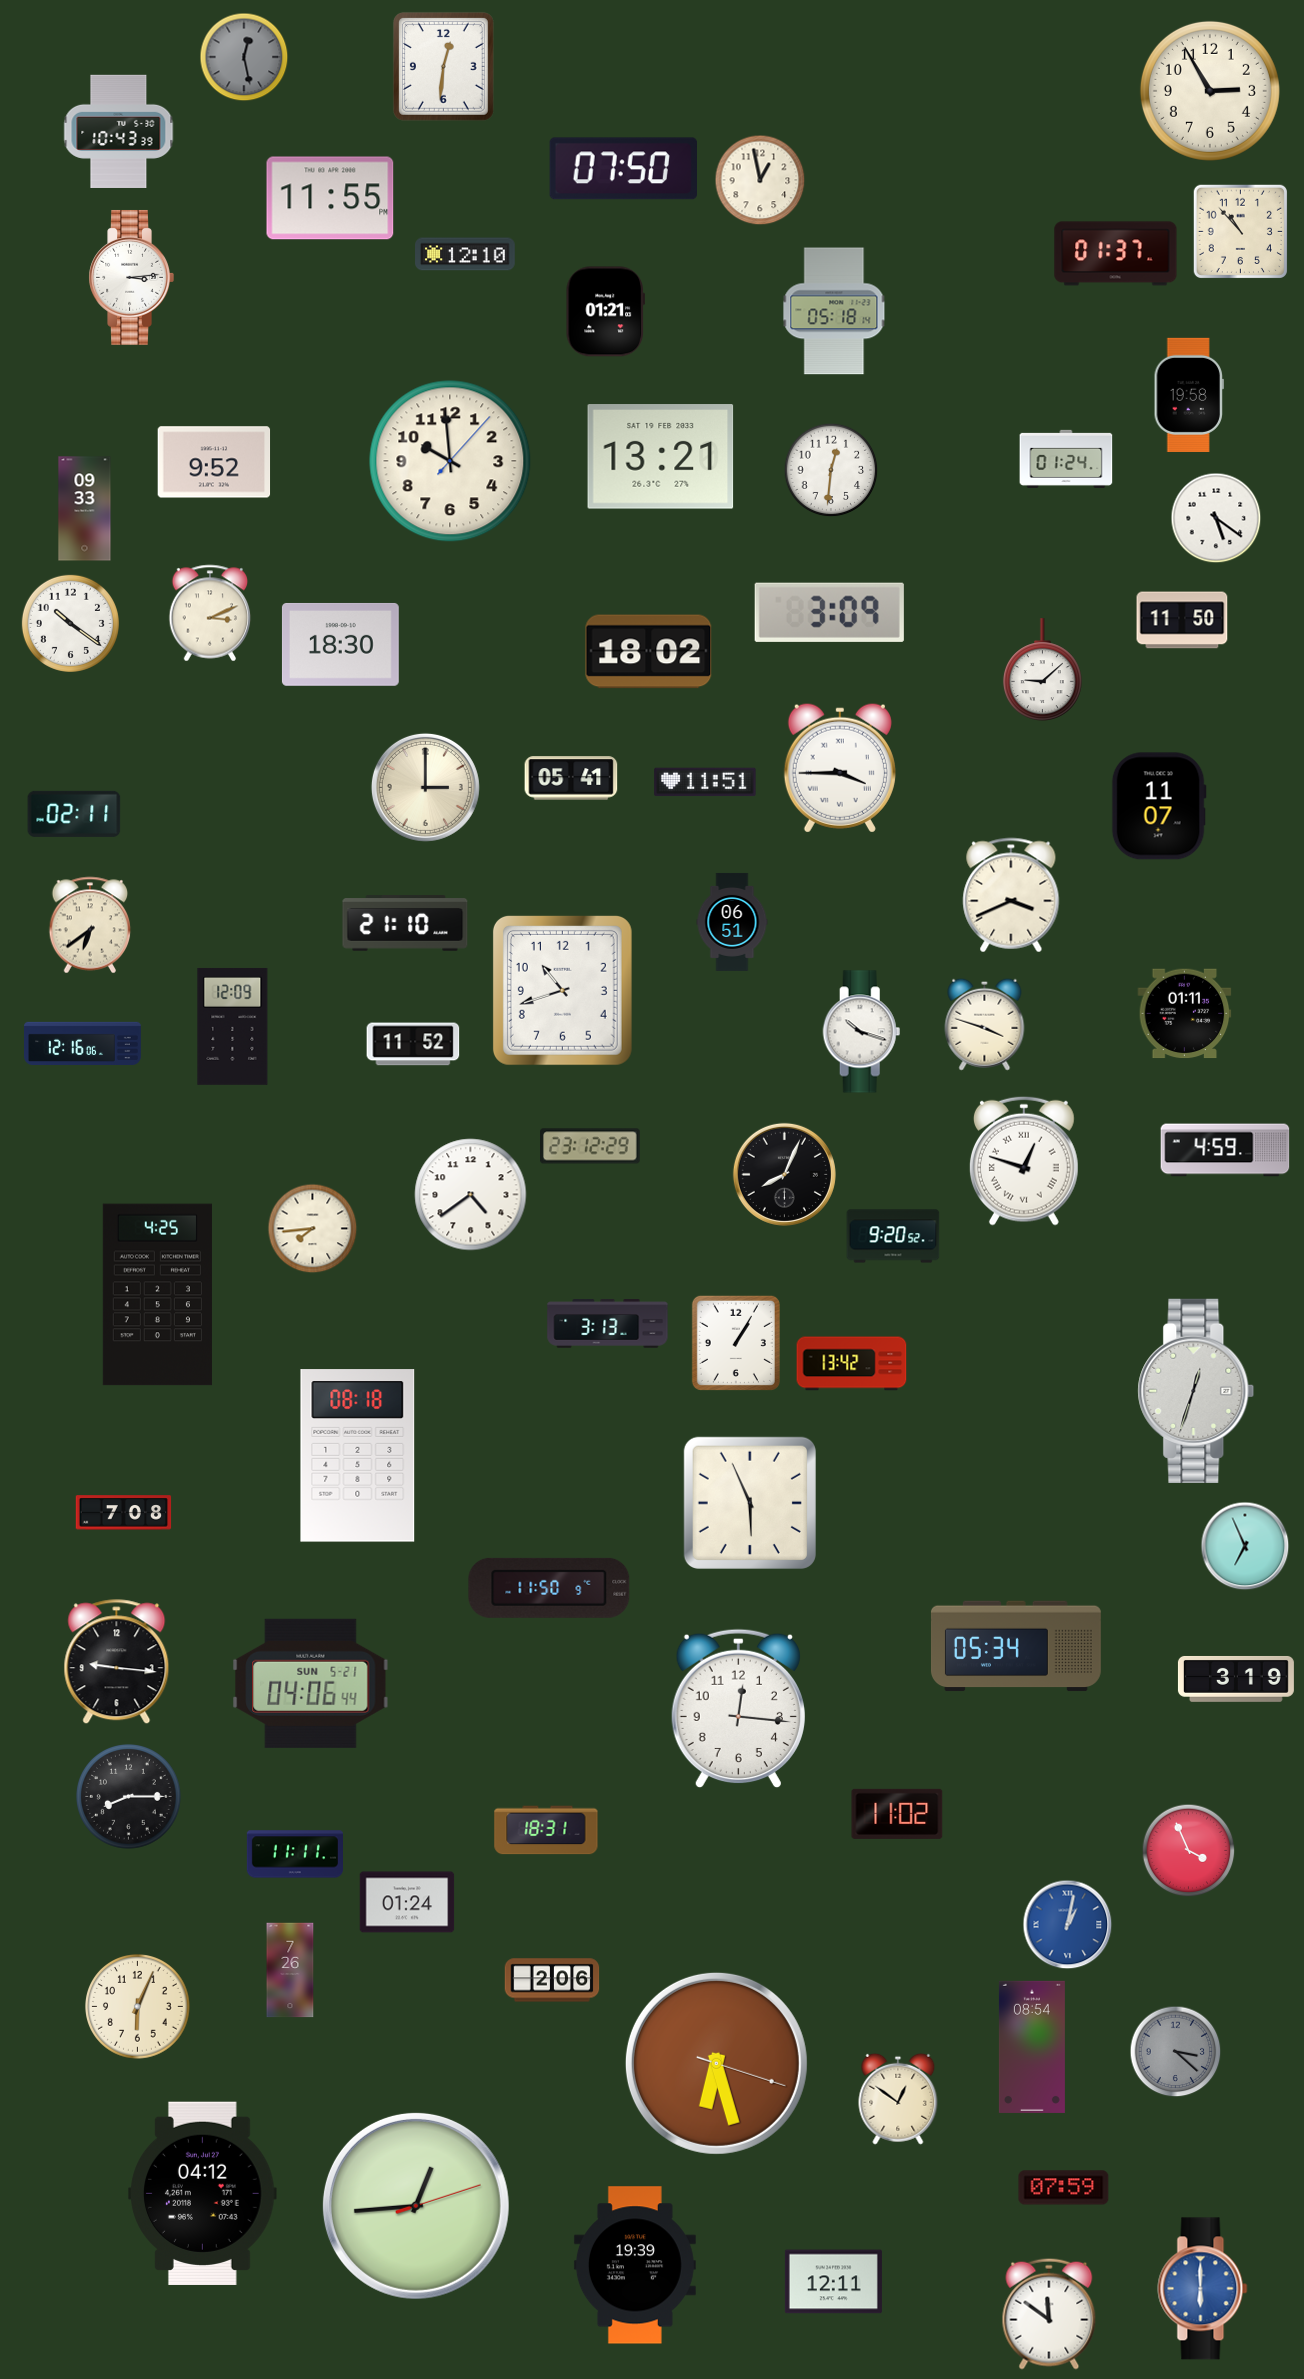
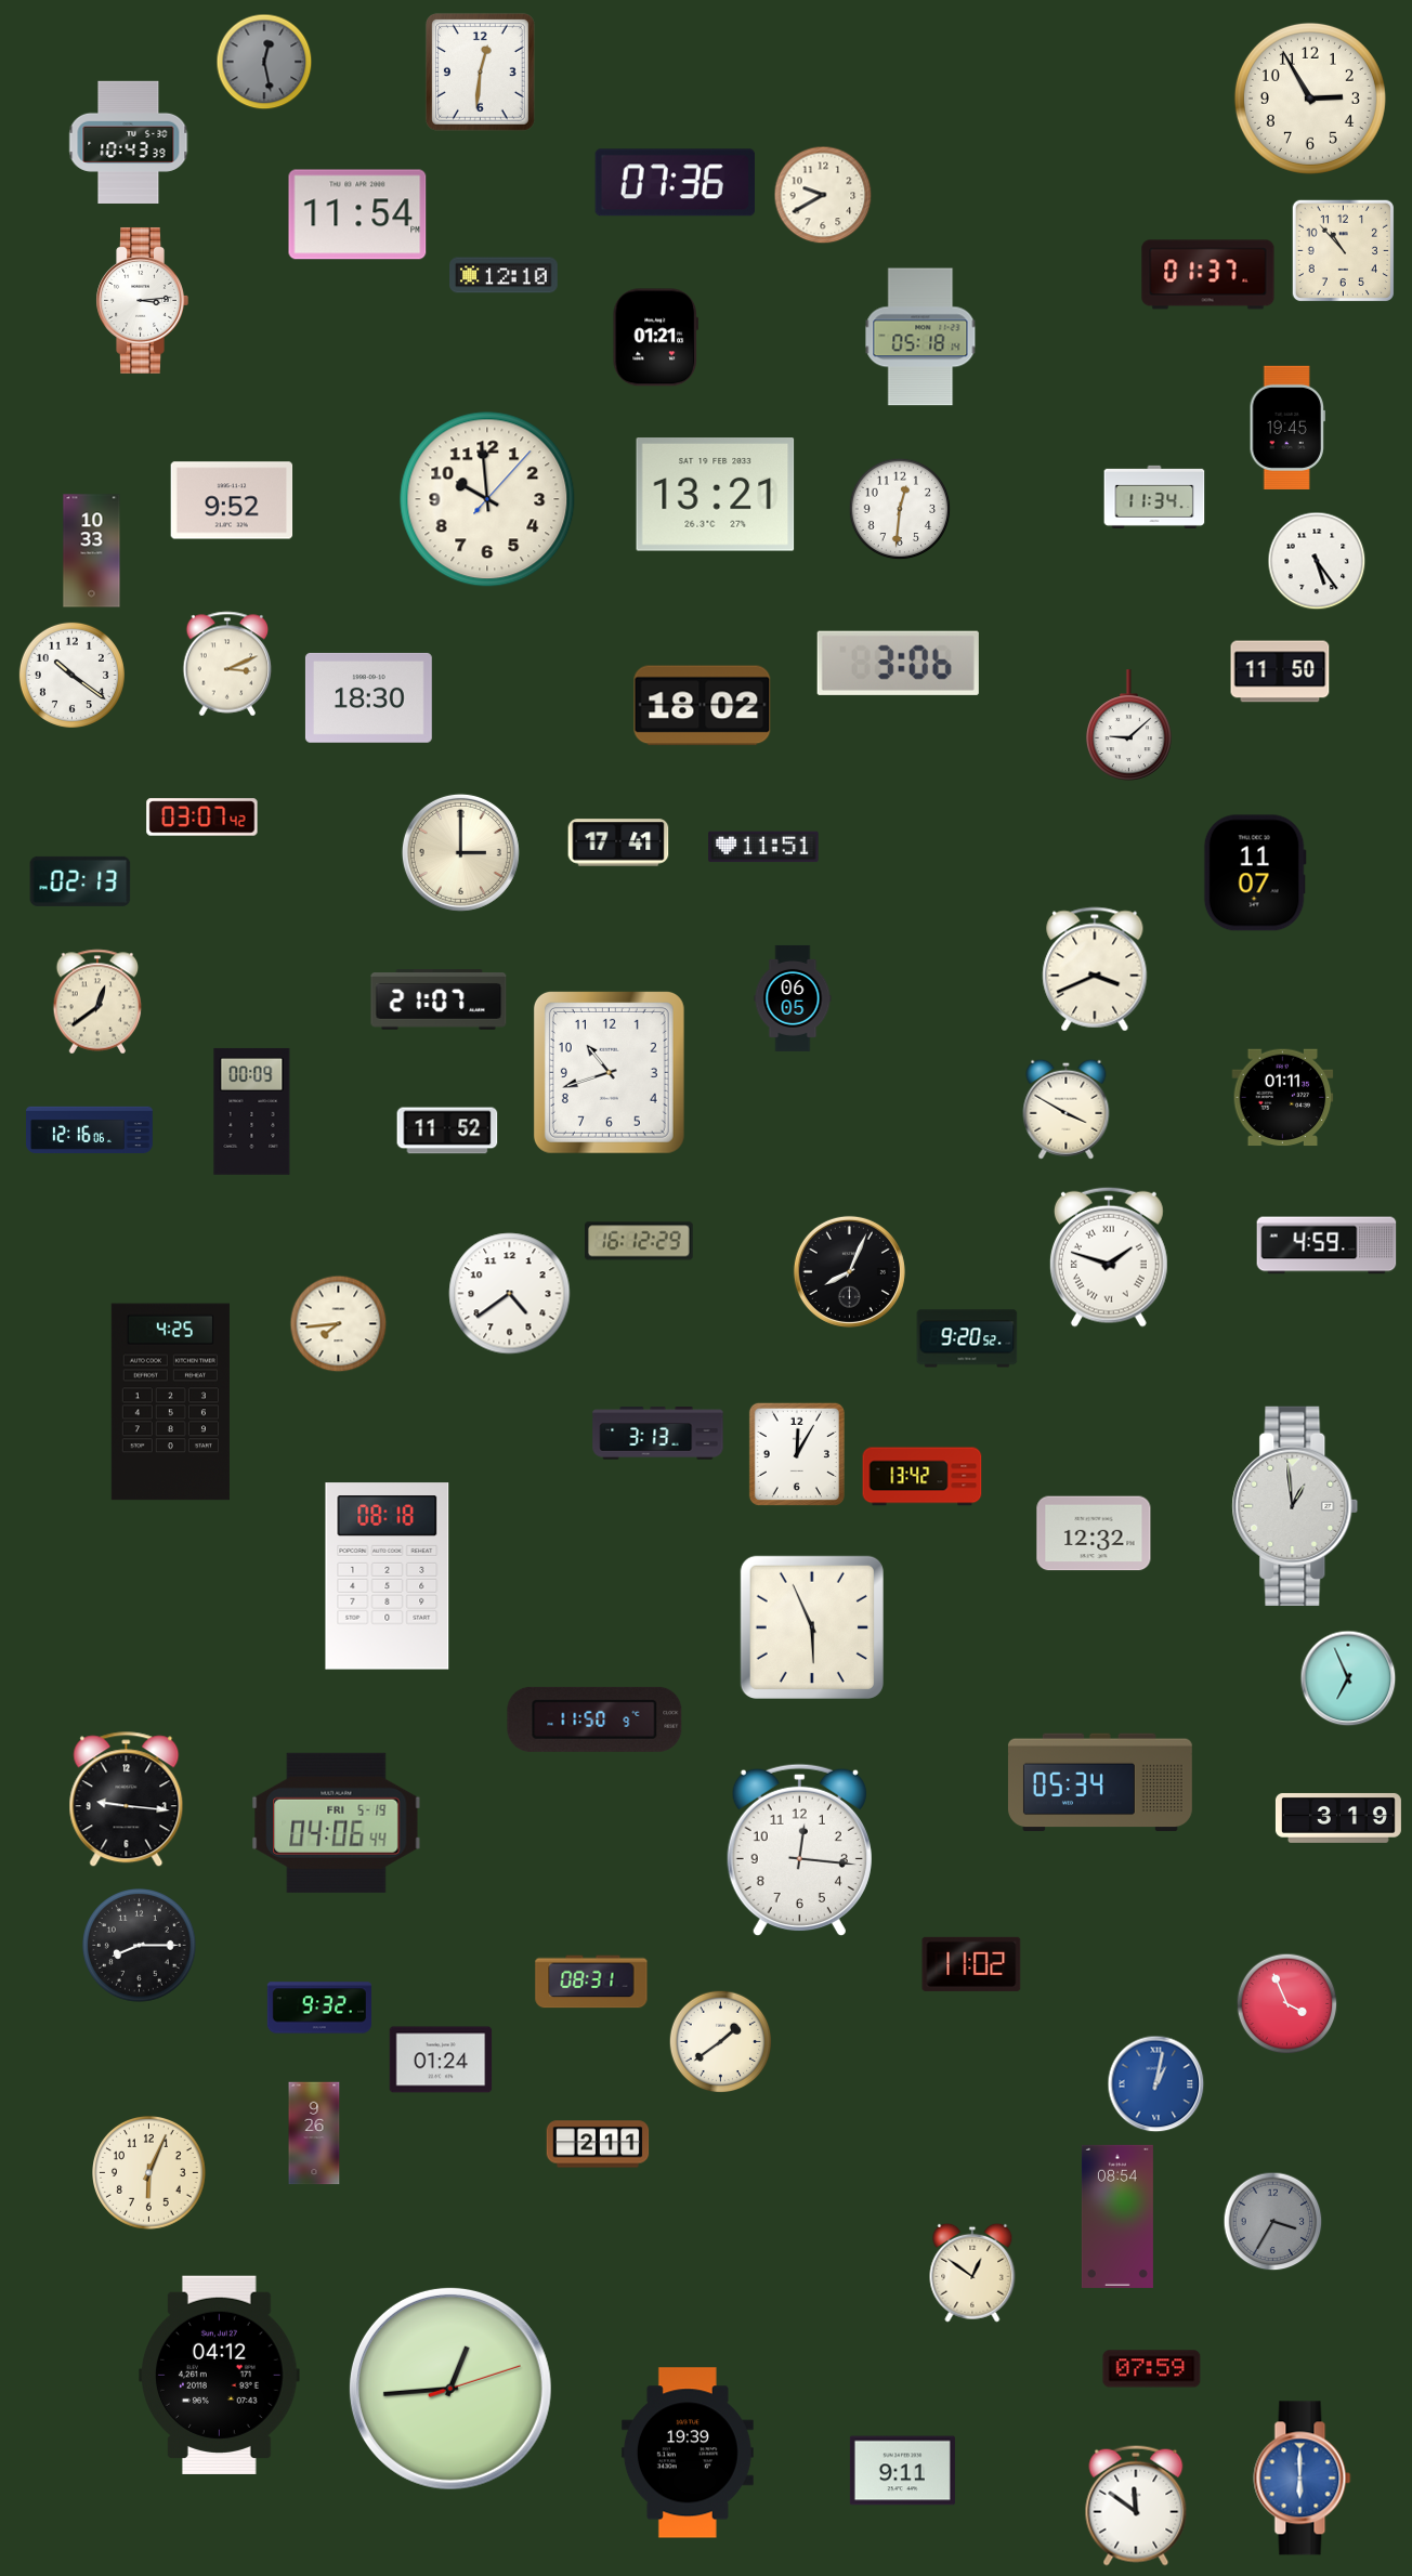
clock at (623, 169): 07:50 -> 07:36
clock at (760, 180): 12:58 -> 9:40
clock at (330, 198): 11:55 -> 11:54
clock at (834, 311) position: (834, 311) -> (920, 337)
clock at (1189, 395): 19:58 -> 19:45
clock at (1066, 459): 01:24 -> 11:34
clock at (85, 509): 09:33 -> 10:33
clock at (1216, 518): 5:21 -> 5:24
clock at (829, 612): 3:09 -> 3:06
clock at (70, 623) position: (70, 623) -> (71, 675)
clock at (202, 818): none -> 03:07
clock at (840, 768): 3:45 -> none
clock at (571, 778): 05:41 -> 17:41
clock at (74, 814): 02:11 -> 02:13
clock at (732, 922): 06:51 -> 06:05
clock at (405, 923): 21:10 -> 21:07
clock at (90, 925): 6:39 -> 12:39
clock at (985, 1024): 3:48 -> 3:50
clock at (233, 1026): 12:09 -> 00:09
clock at (862, 1032): 10:18 -> none
clock at (591, 1146): 23:12 -> 16:12
clock at (1024, 1161): 12:48 -> 1:48
clock at (313, 1229) position: (313, 1229) -> (339, 1324)
clock at (736, 1343): 1:05 -> 12:05
clock at (1196, 1391): 12:33 -> 12:59
clock at (1094, 1533): none -> 12:32
clock at (124, 1513): 7:08 -> none
clock at (1245, 1546) position: (1245, 1546) -> (1348, 1678)
clock at (311, 1683) date: SUN 5-21 -> FRI 5-19
clock at (546, 1830): 18:31 -> 08:31
clock at (294, 1854): 11:11 -> 9:32
clock at (721, 2042): none -> 1:39
clock at (290, 1970): 7:26 -> 9:26
clock at (552, 1980): 2:06 -> 2:11
clock at (1176, 2052): 3:22 -> 3:35
clock at (716, 2063): 6:27 -> none
clock at (833, 2282): 12:11 -> 9:11
